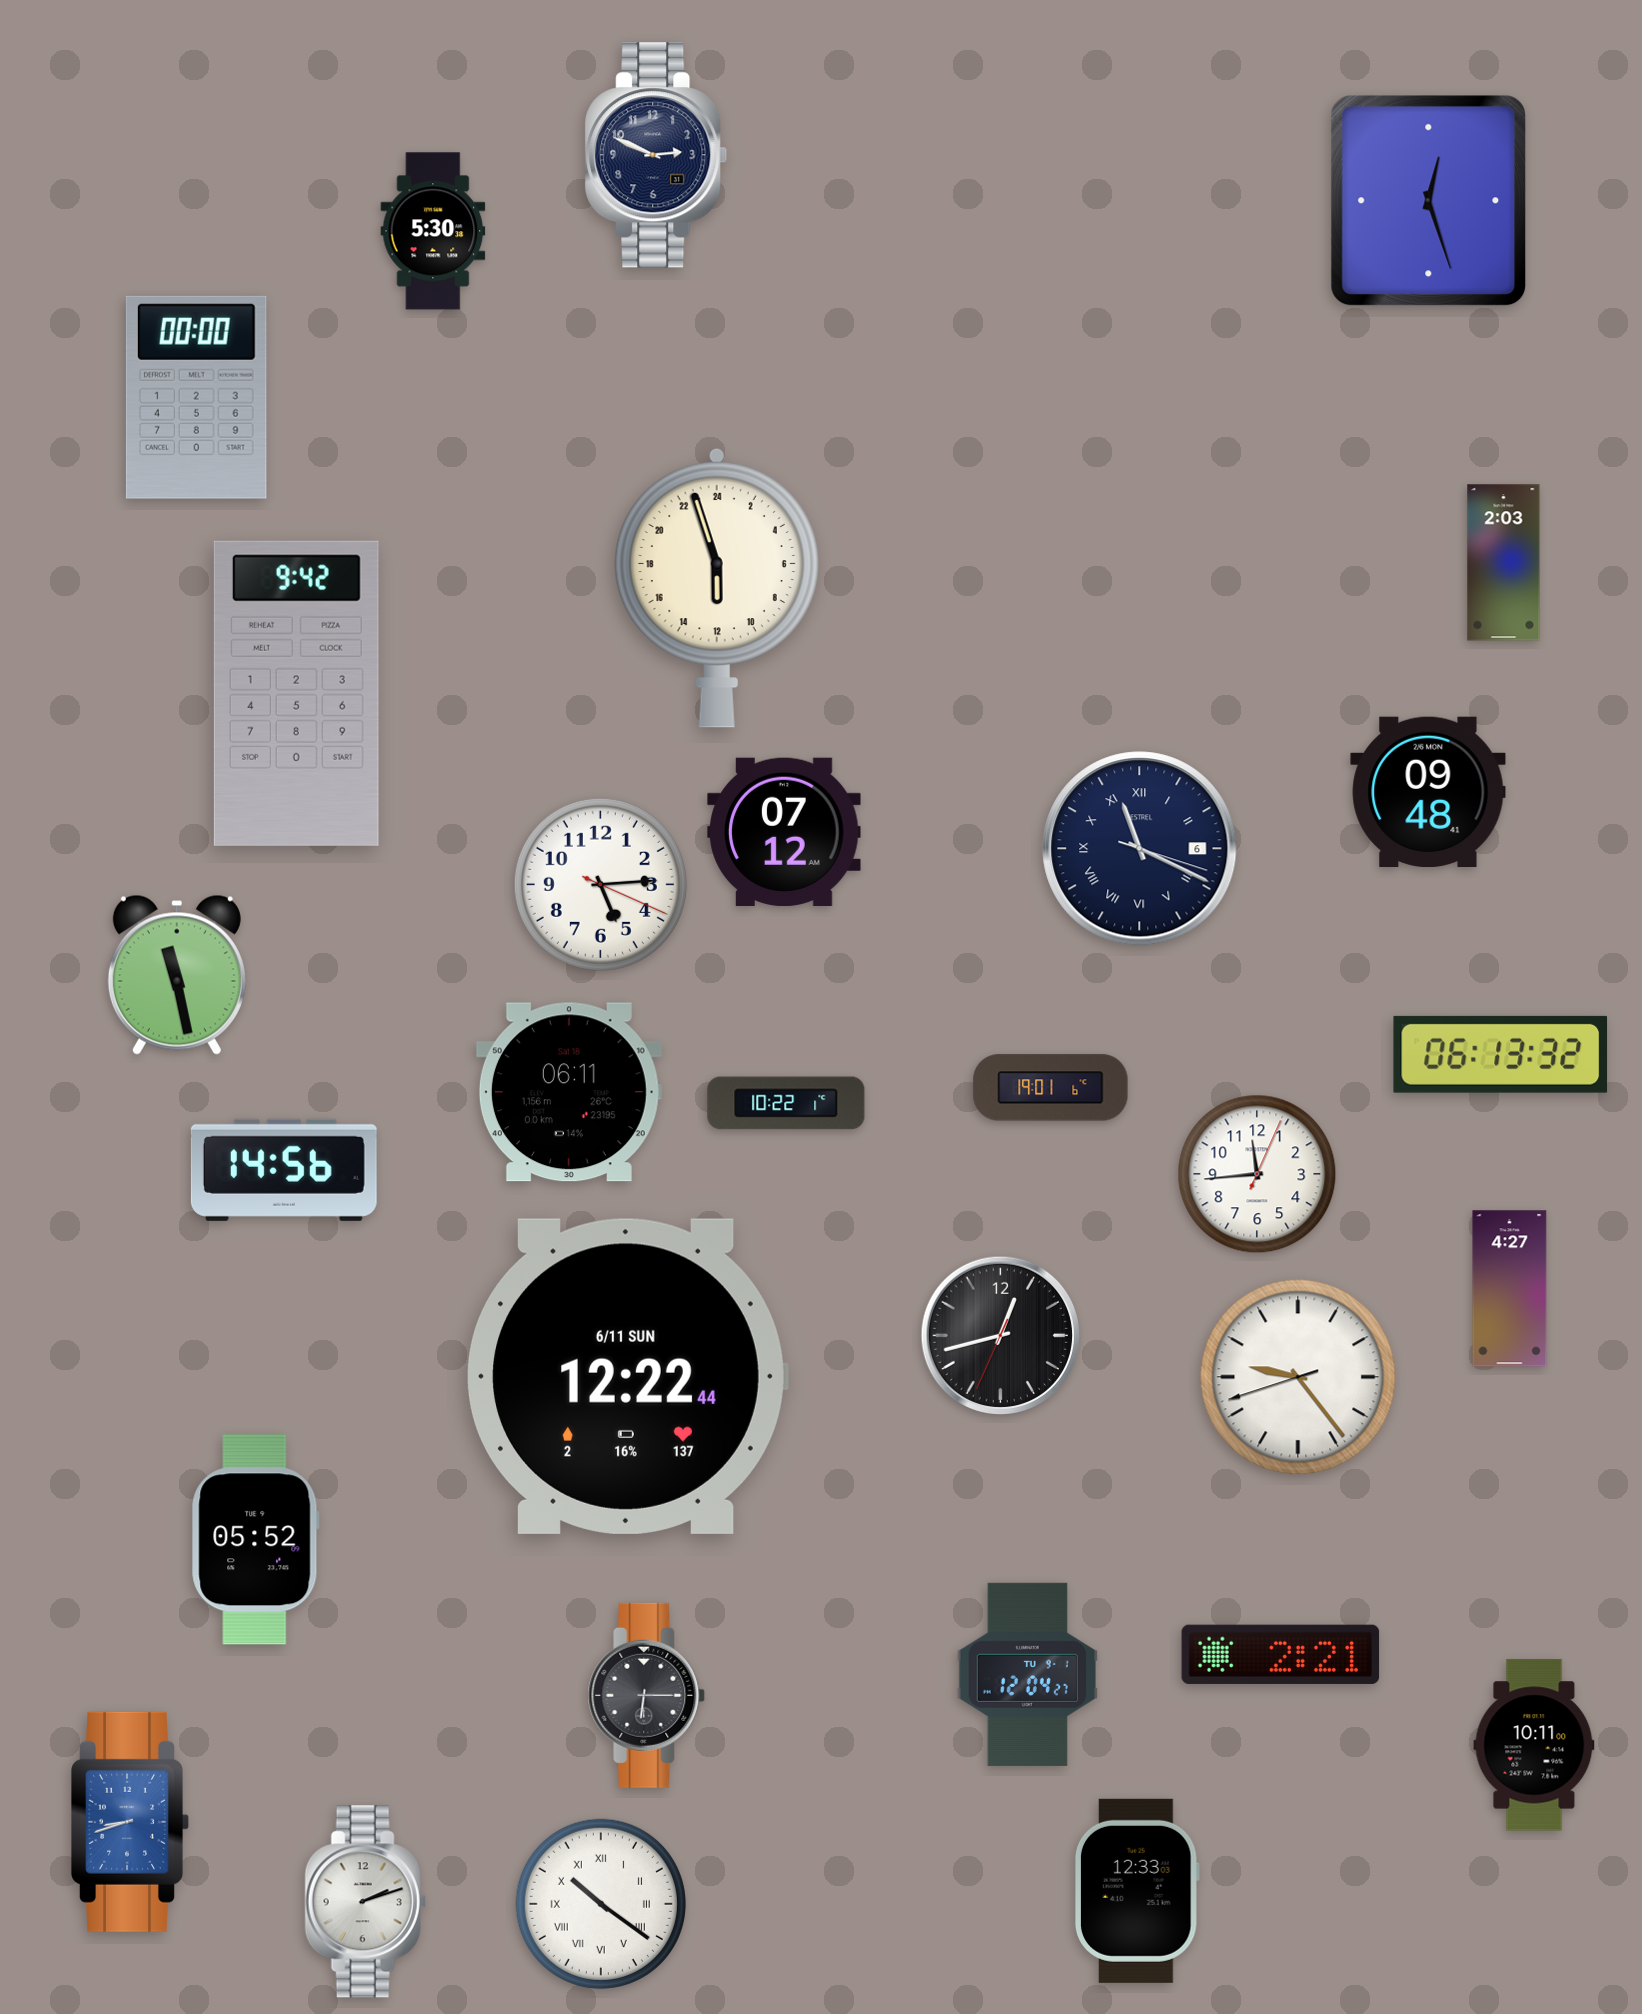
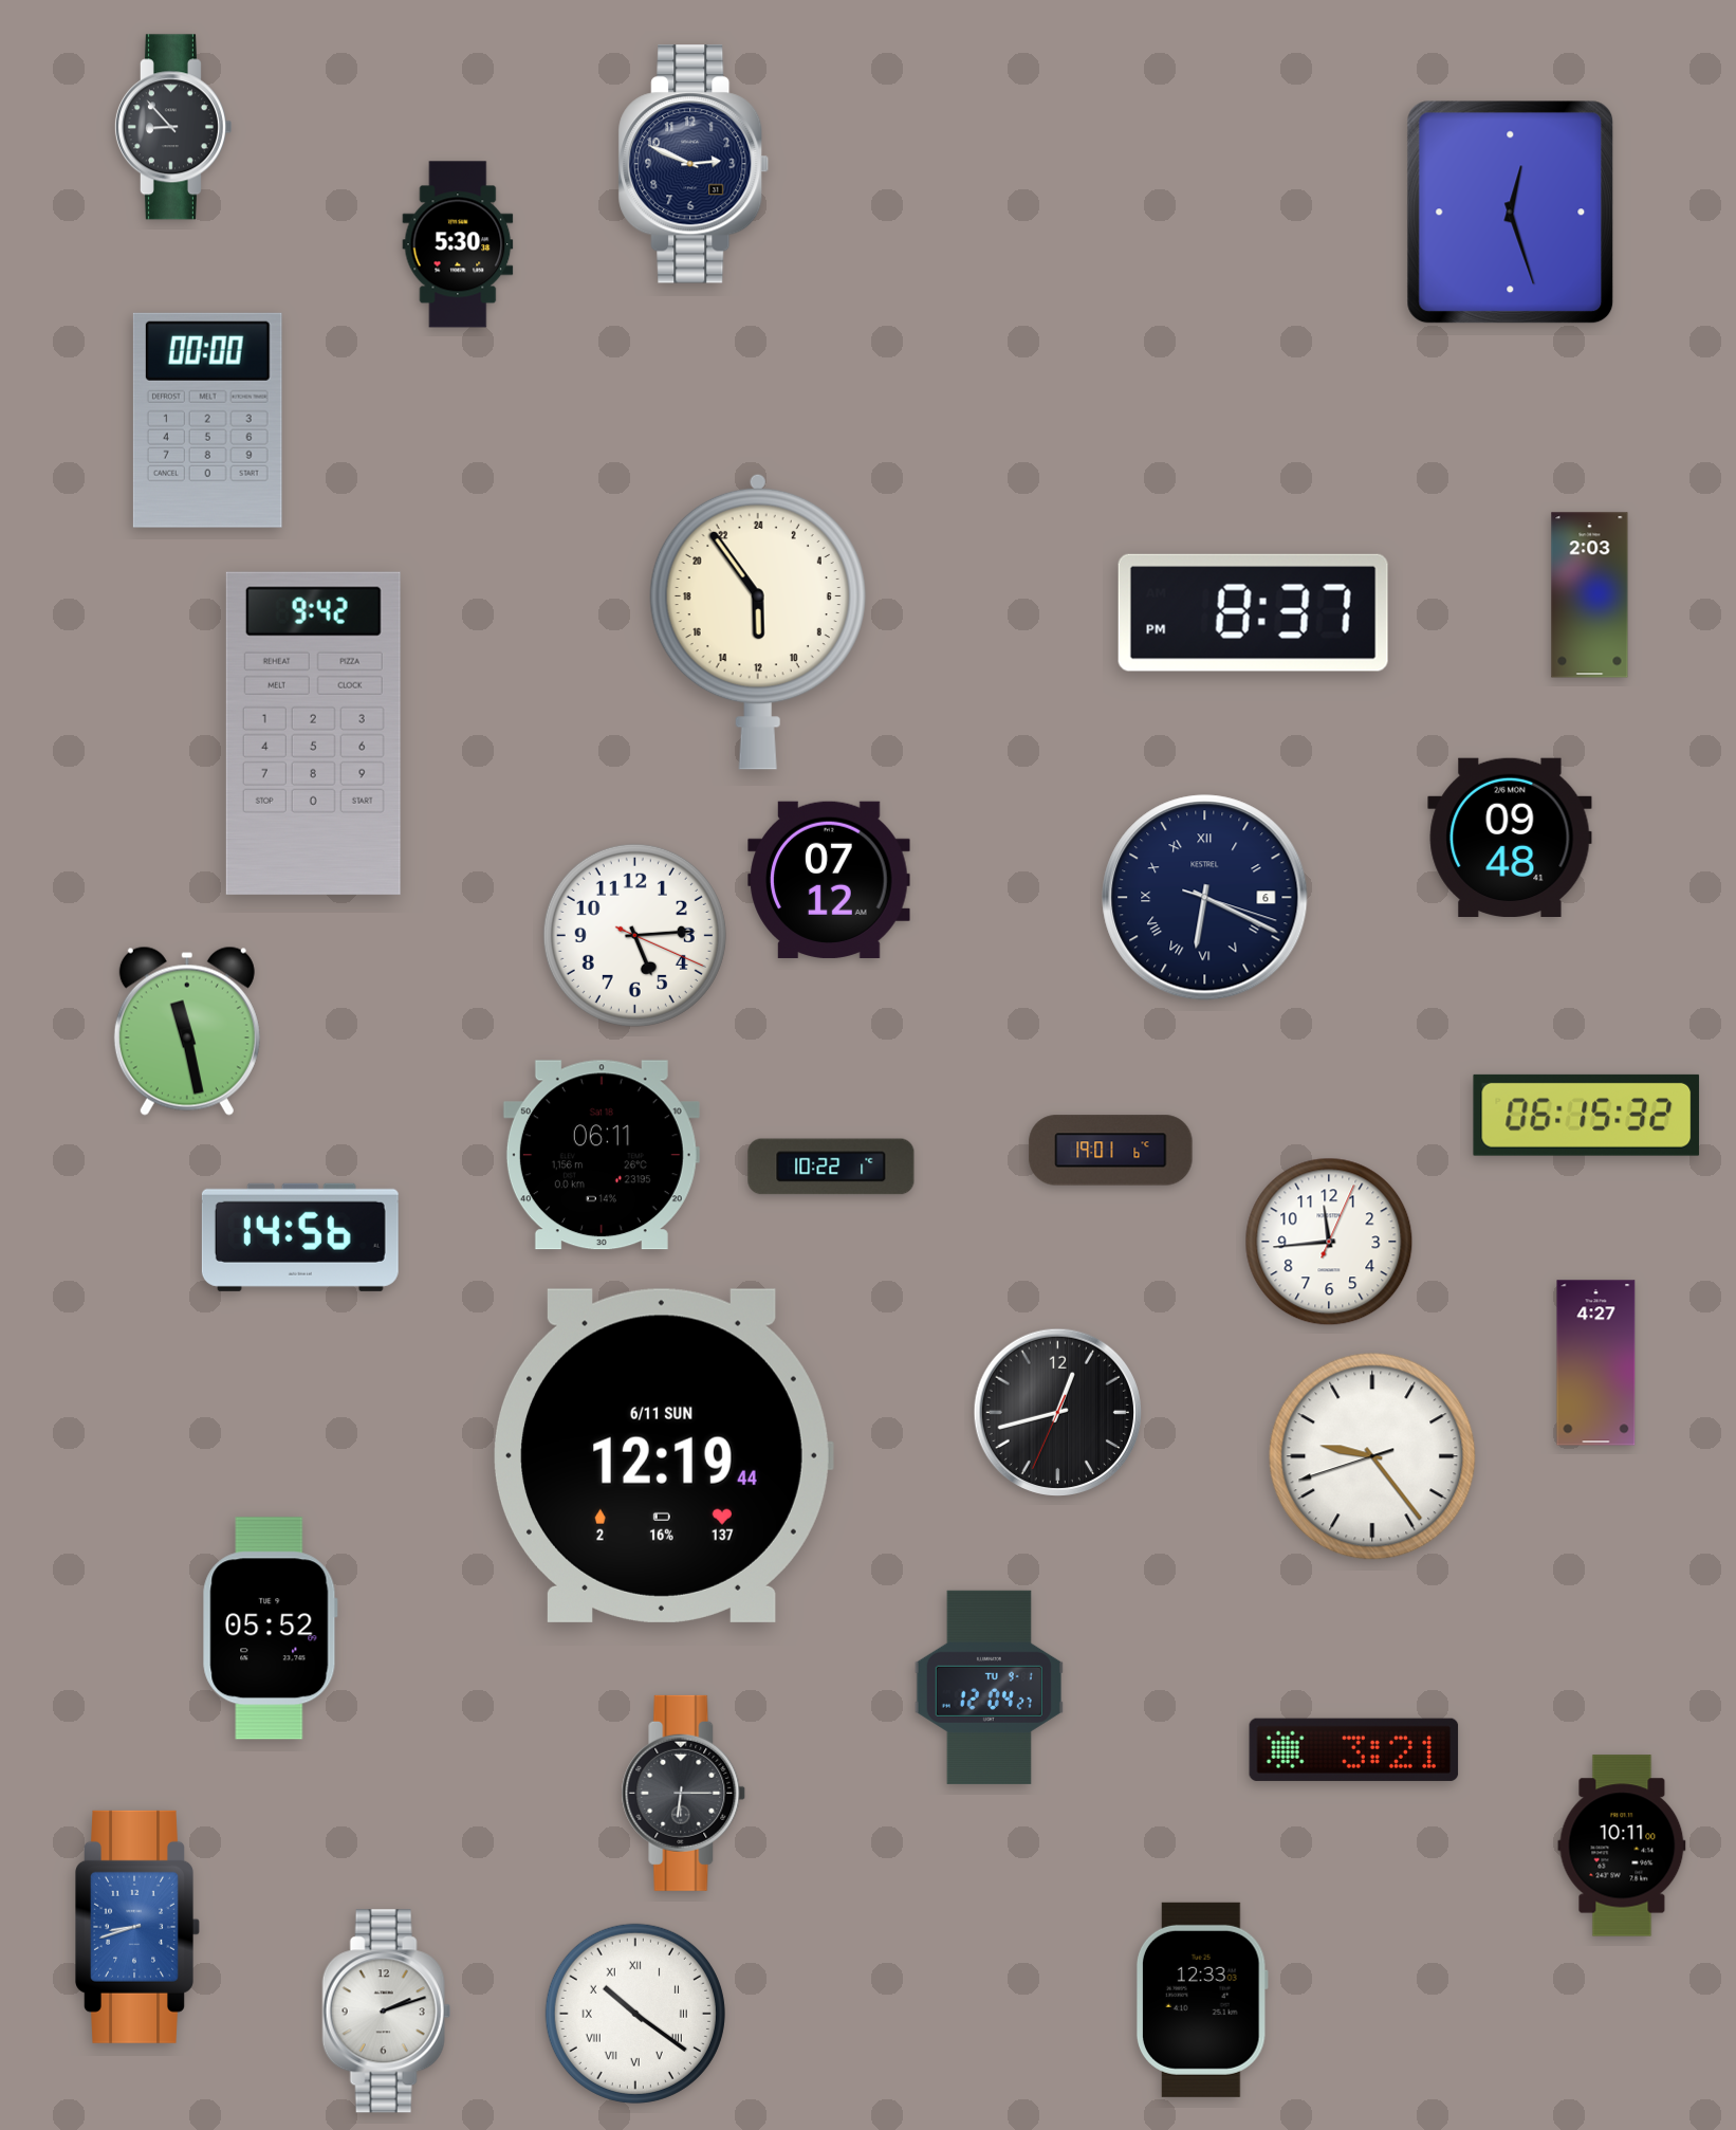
clock at (172, 127): none -> 8:53
clock at (1253, 612): none -> 8:37
clock at (717, 588): 11:57 -> 11:54
clock at (1140, 849): 11:19 -> 6:19
clock at (1501, 1054): 06:13 -> 06:15
clock at (627, 1376): 12:22 -> 12:19
clock at (1281, 1654): 2:21 -> 3:21
clock at (1027, 1674) position: (1027, 1674) -> (989, 1687)
